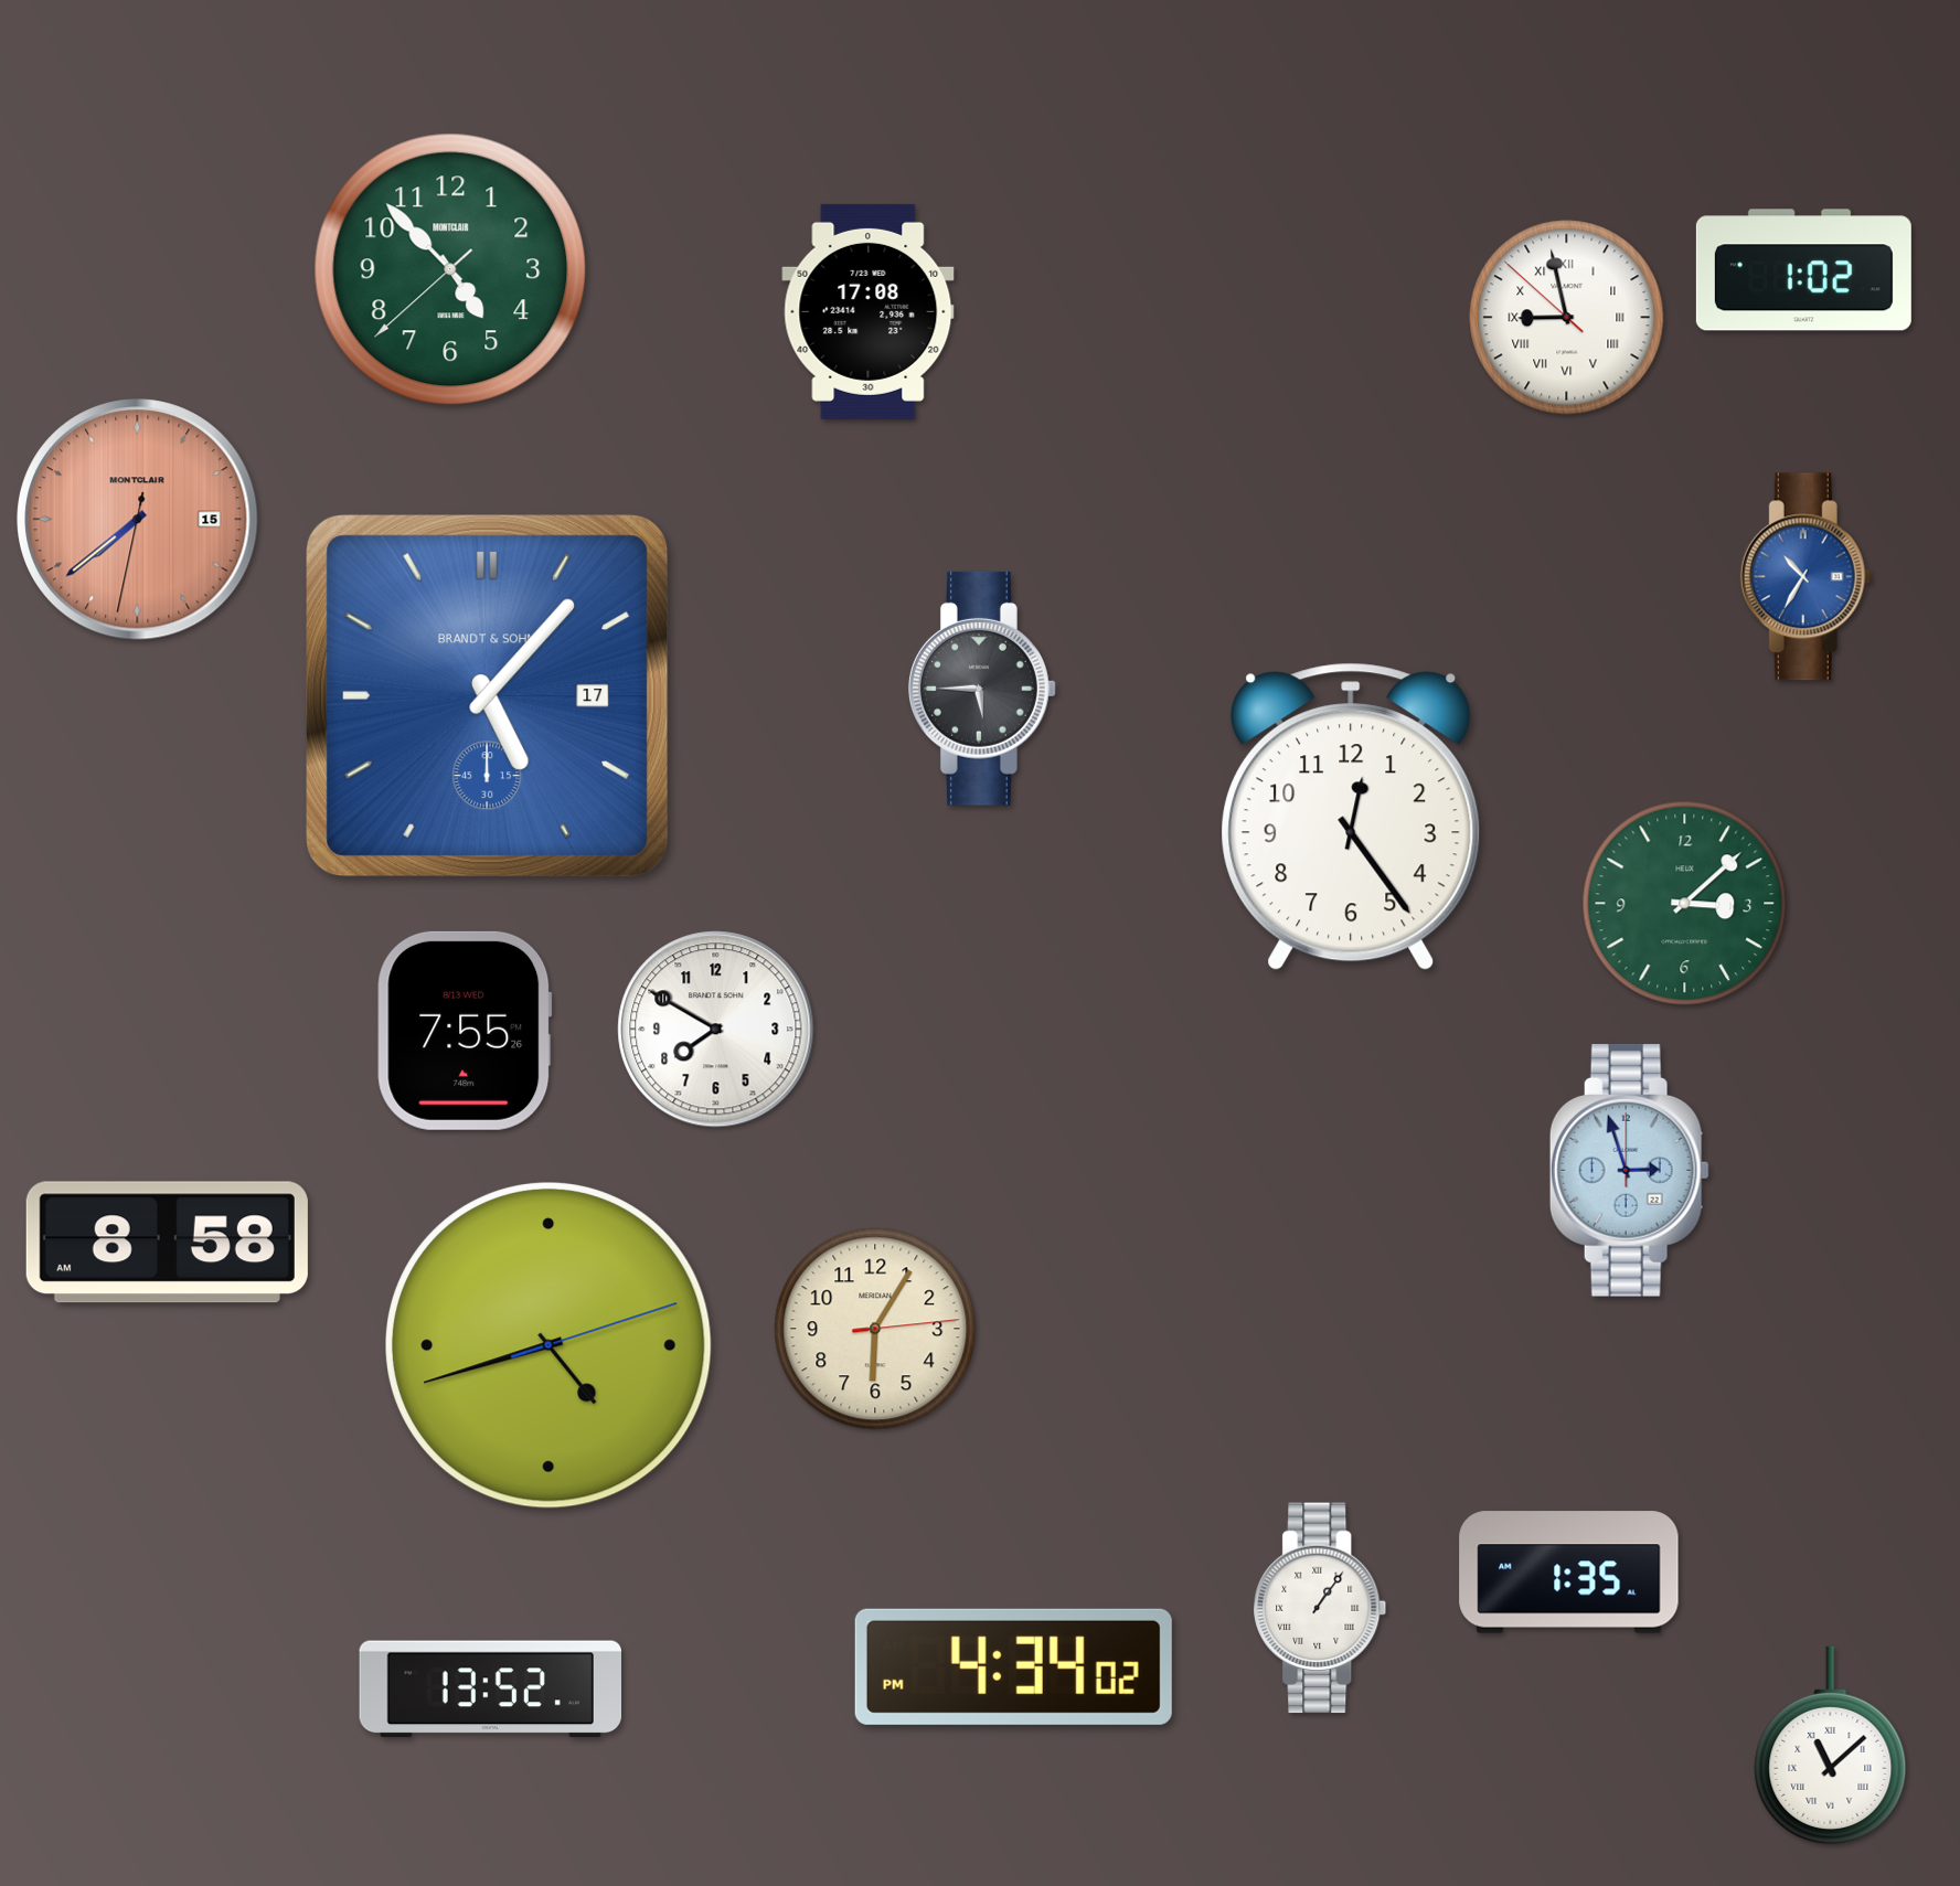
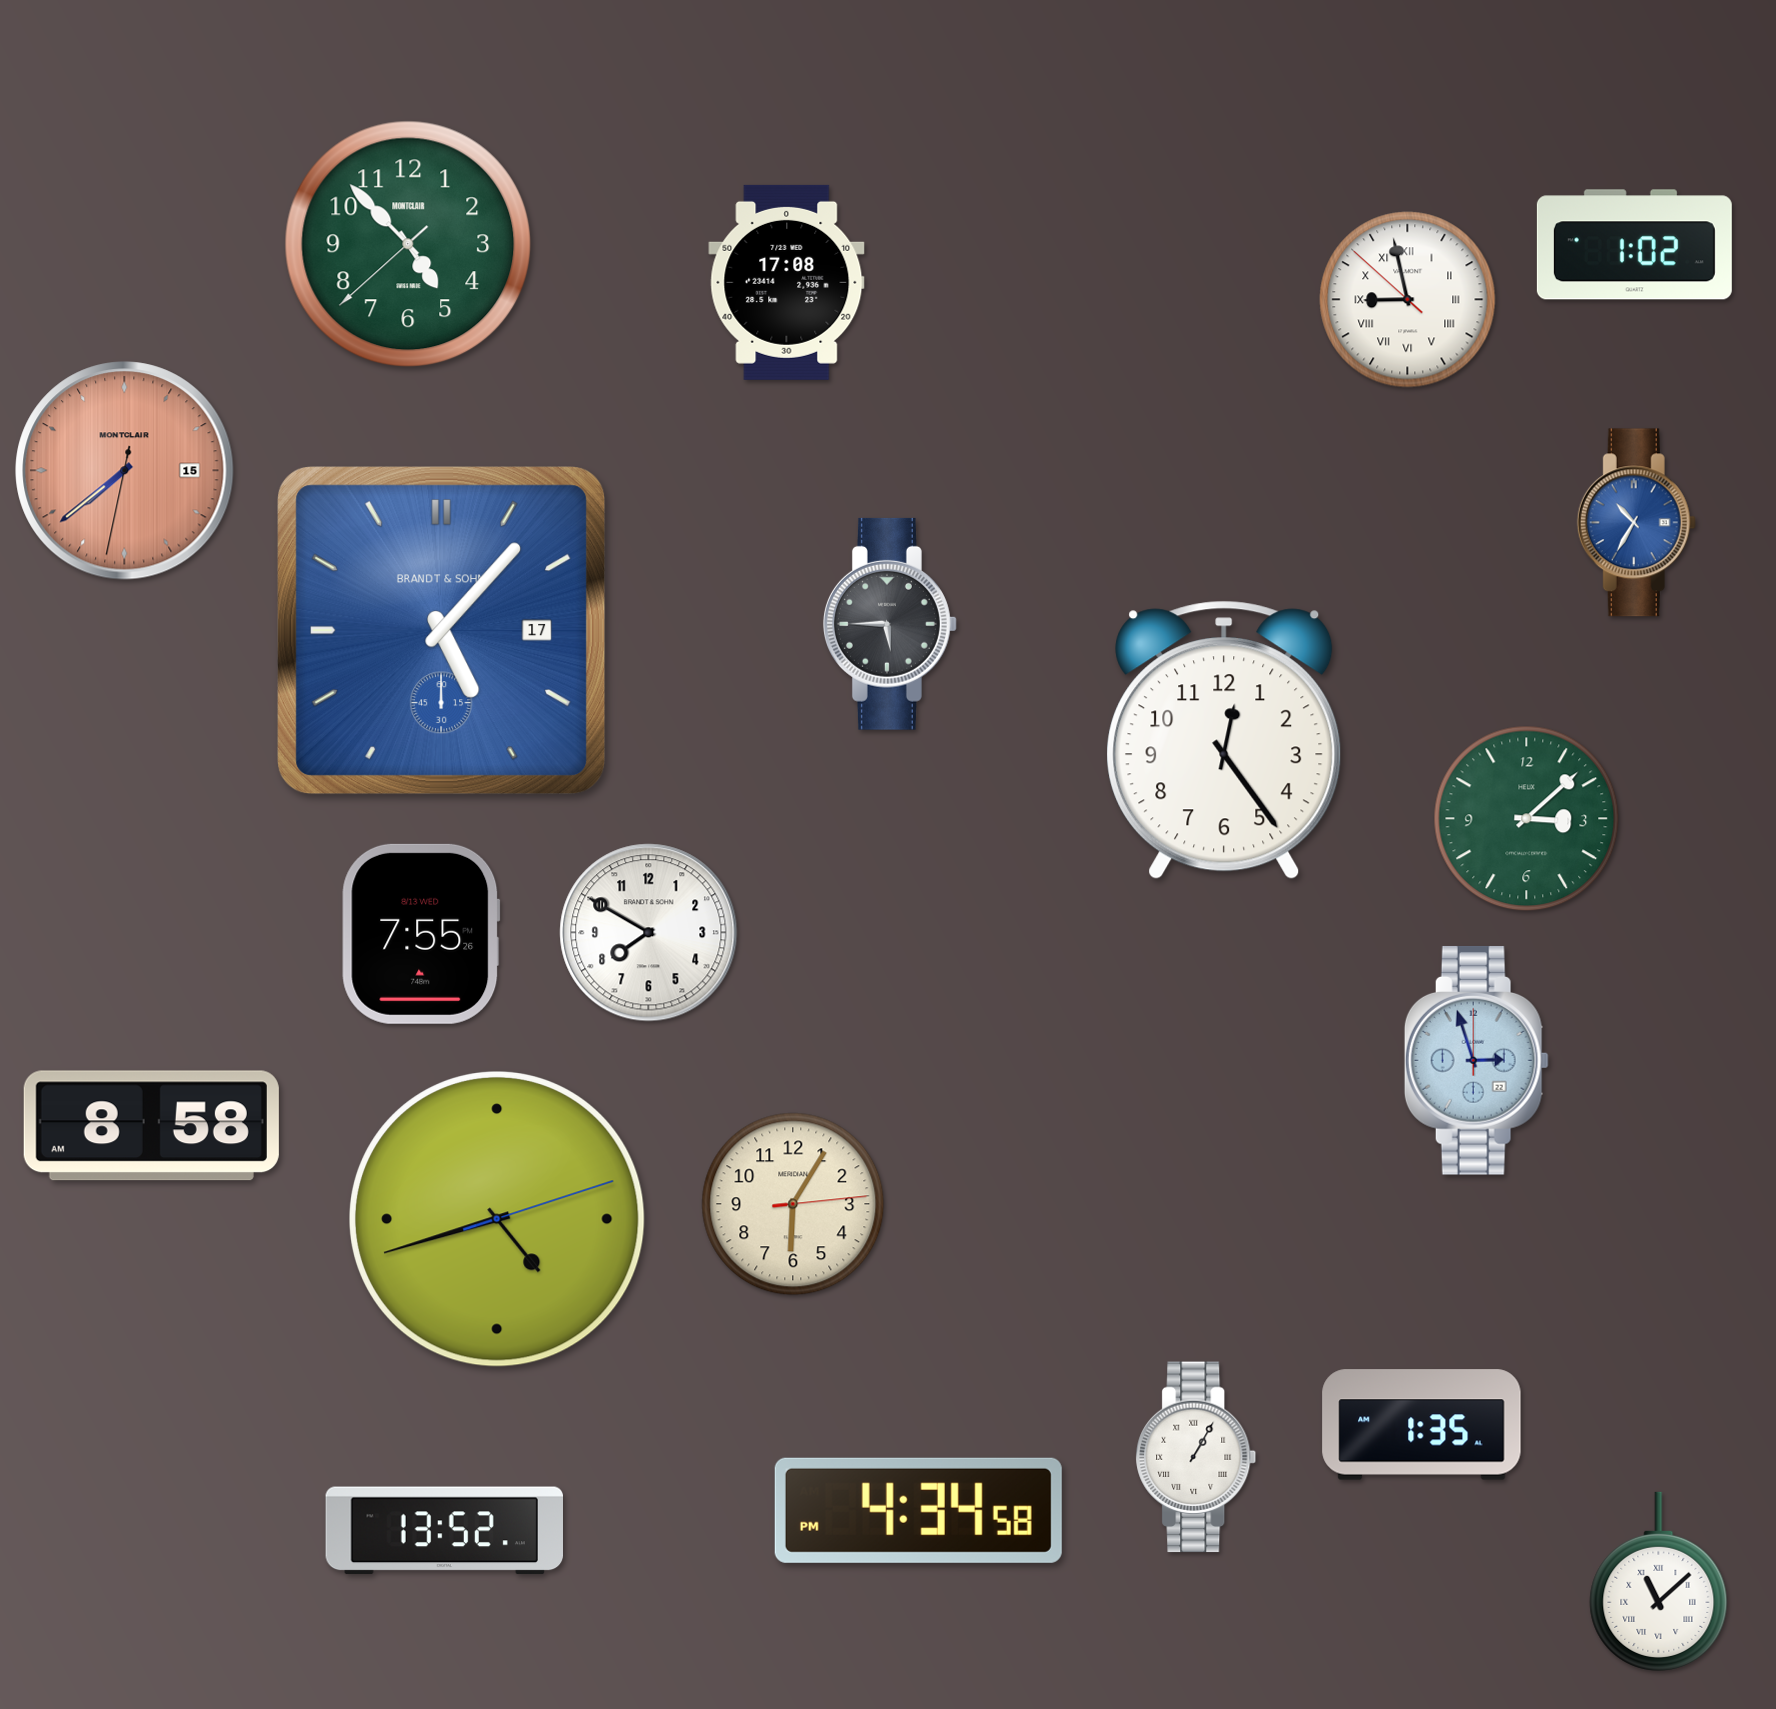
clock at (1567, 318) position: (1567, 318) -> (1408, 300)
clock at (1320, 1608): 1:06 -> 1:05
clock at (1013, 1666): 4:34:02 PM -> 4:34:58 PM
